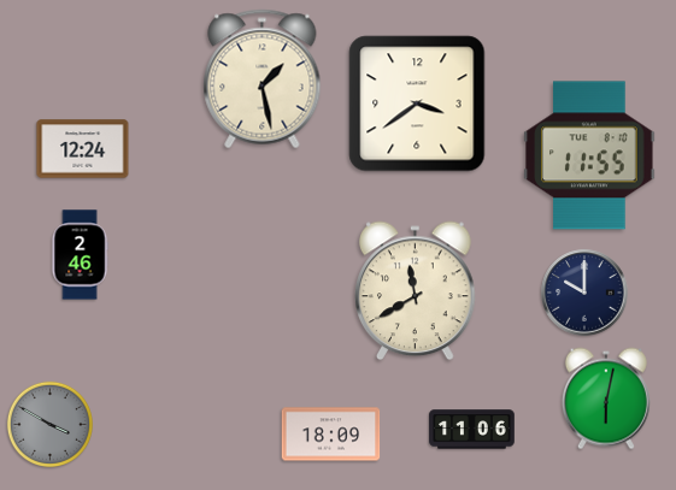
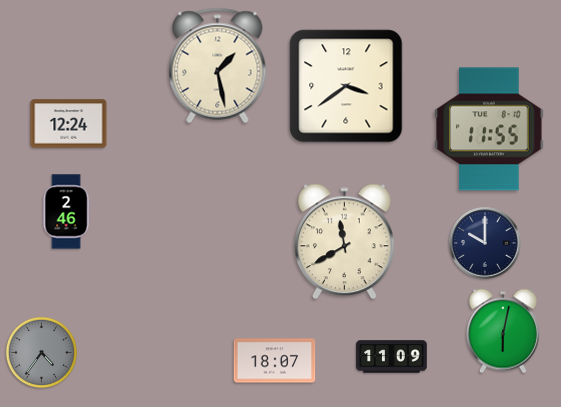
clock at (49, 424): 3:50 -> 4:36
clock at (472, 430): 11:06 -> 11:09
clock at (331, 435): 18:09 -> 18:07
